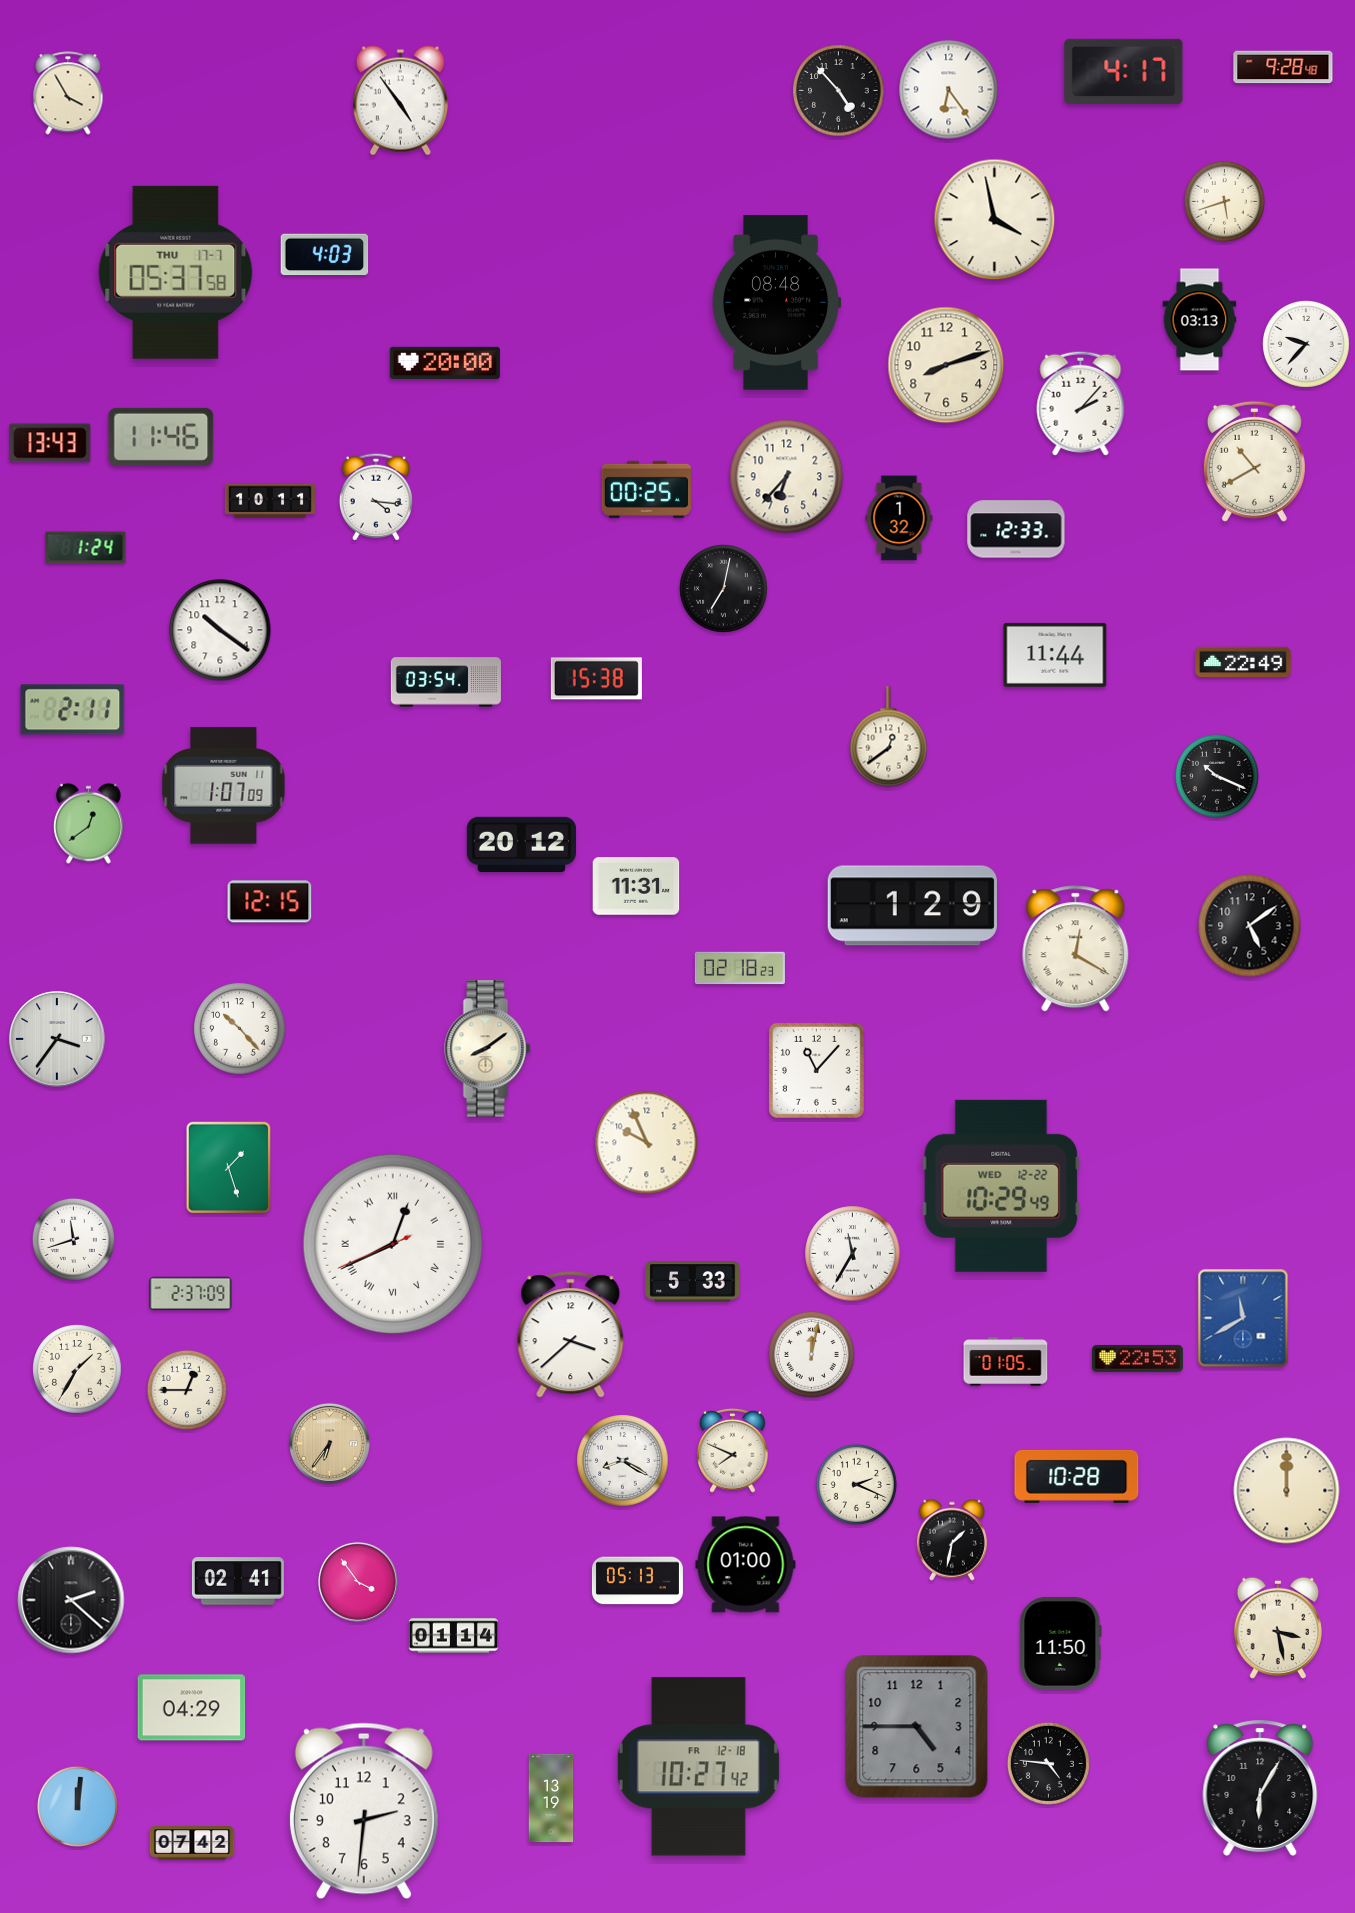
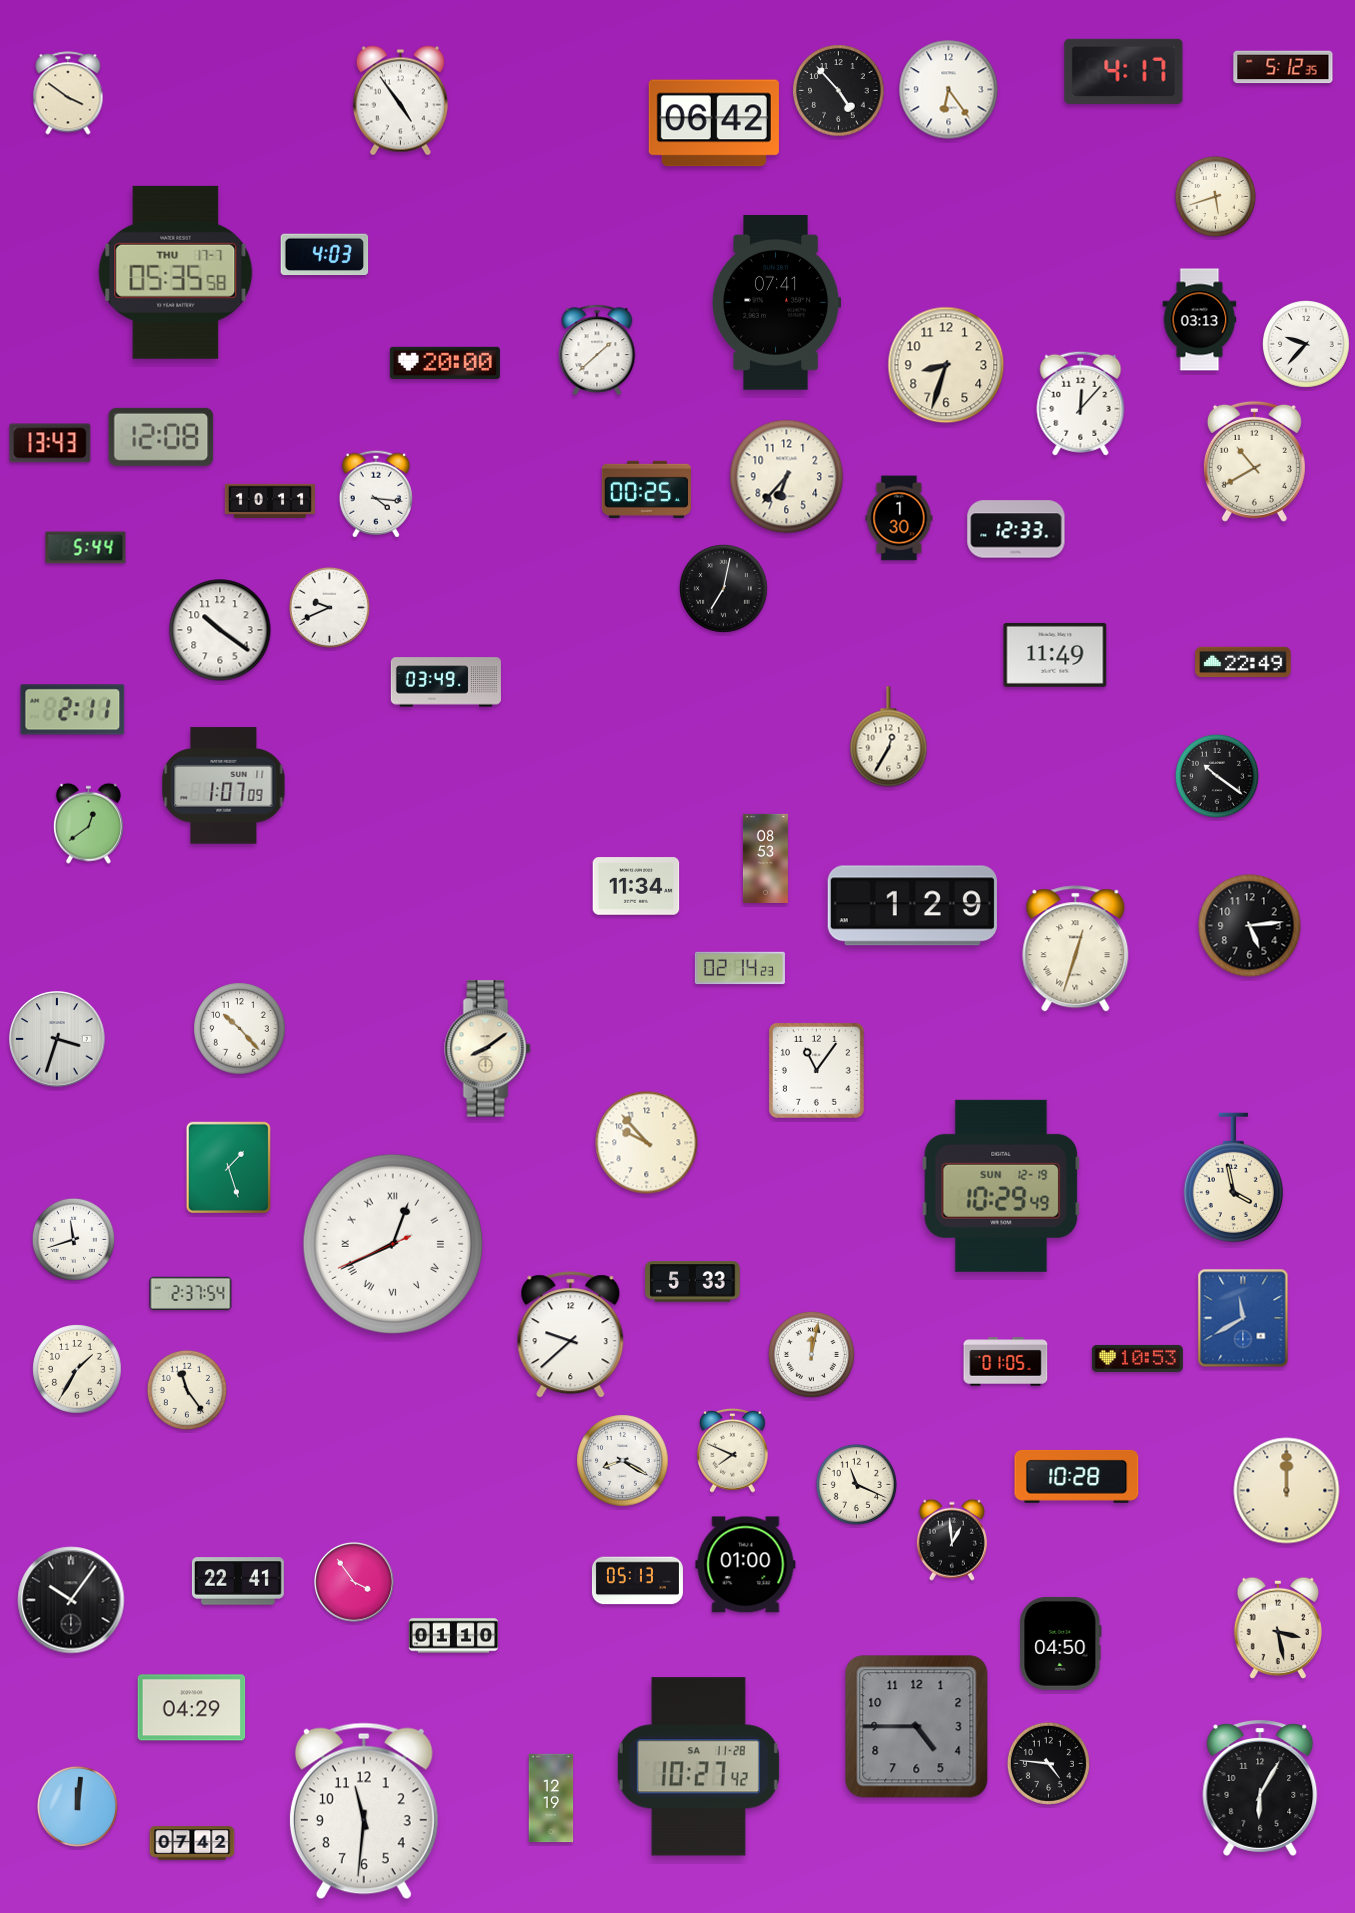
clock at (1283, 67): 9:28 -> 5:12
clock at (68, 93): 3:55 -> 3:51
clock at (714, 123): none -> 06:42
clock at (1224, 201) position: (1224, 201) -> (1215, 196)
clock at (995, 220): 3:58 -> none
clock at (176, 272): 05:37 -> 05:35
clock at (776, 303): 08:48 -> 07:41
clock at (597, 350): none -> 1:38
clock at (946, 365): 8:12 -> 8:33
clock at (1081, 403): 2:07 -> 12:07
clock at (161, 437): 11:46 -> 12:08
clock at (376, 497) position: (376, 497) -> (376, 494)
clock at (899, 518): 1:32 -> 1:30
clock at (86, 548): 1:24 -> 5:44
clock at (329, 607): none -> 9:41
clock at (1055, 655): 11:44 -> 11:49
clock at (596, 679): 15:38 -> none
clock at (446, 682): 03:54 -> 03:49
clock at (889, 737): 12:39 -> 12:35
clock at (1217, 776): 10:19 -> 10:21
clock at (521, 844): 20:12 -> none
clock at (765, 858): none -> 08:53
clock at (636, 886): 11:31 -> 11:34
clock at (270, 902): 12:15 -> none
clock at (1250, 926): 5:09 -> 5:14
clock at (1076, 949): 12:20 -> 12:33
clock at (740, 968): 02:18 -> 02:14
clock at (57, 1039): 3:36 -> 3:33
clock at (816, 1070): 11:07 -> 11:06
clock at (647, 1143): 9:56 -> 9:53
clock at (1233, 1177): none -> 3:58
clock at (1001, 1186) date: WED 12-22 -> SUN 12-19
clock at (853, 1254): 11:35 -> none
clock at (191, 1294): 2:37:09 -> 2:37:54
clock at (571, 1335): 3:38 -> 9:38
clock at (1137, 1358): 22:53 -> 10:53
clock at (187, 1390): 12:45 -> 11:24
clock at (330, 1444): 6:36 -> none
clock at (856, 1484): 2:19 -> 11:19
clock at (952, 1540): 1:32 -> 12:59
clock at (238, 1581): 02:41 -> 22:41
clock at (358, 1582) position: (358, 1582) -> (354, 1582)
clock at (71, 1600): 2:22 -> 10:06
clock at (453, 1636): 01:14 -> 01:10
clock at (1061, 1643): 11:50 -> 04:50
clock at (698, 1767) date: FR 12-18 -> SA 11-28
clock at (551, 1798): 13:19 -> 12:19
clock at (364, 1811): 2:31 -> 11:31
